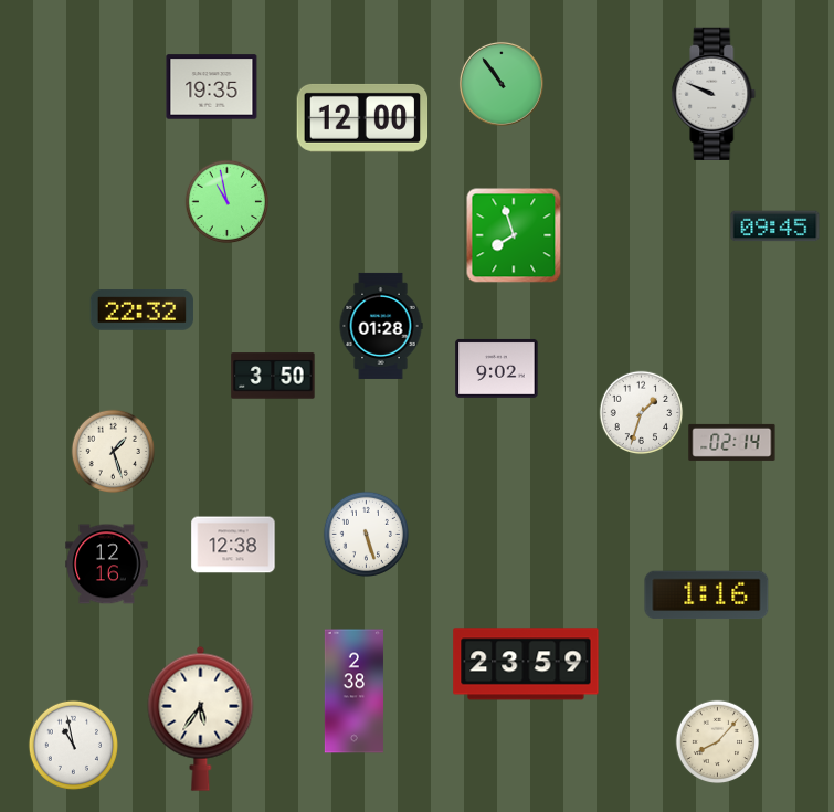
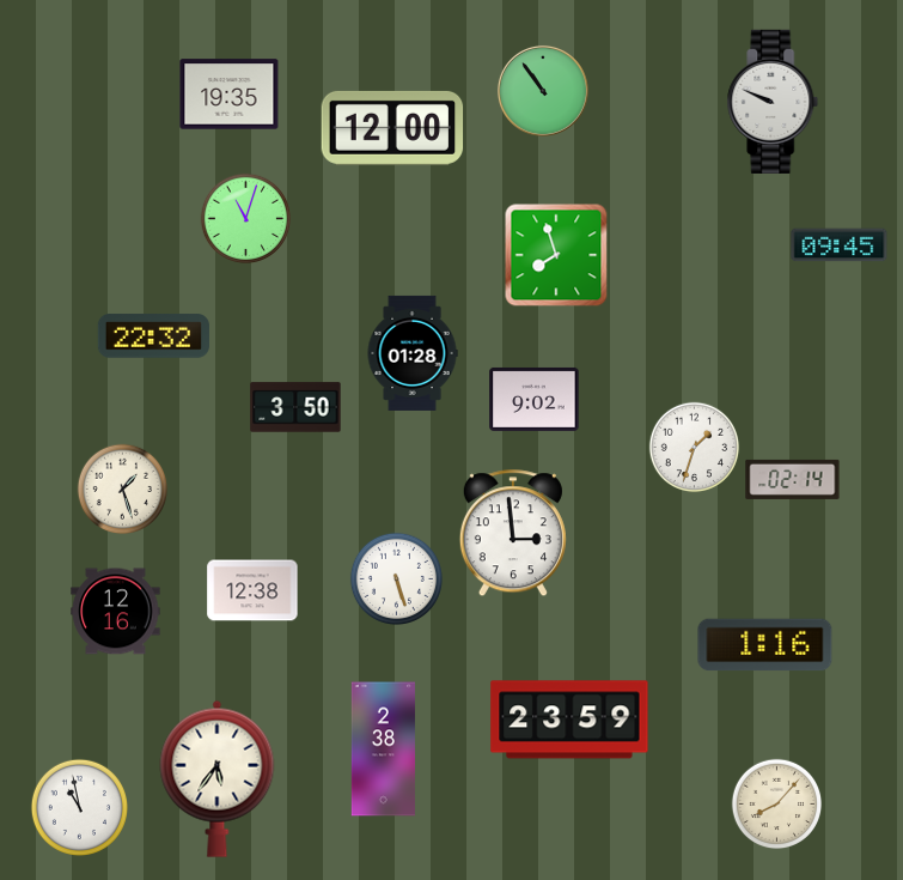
clock at (228, 202): 10:58 -> 11:03
clock at (497, 368) position: (497, 368) -> (535, 399)
clock at (513, 534): none -> 2:59
